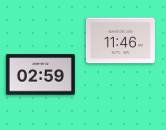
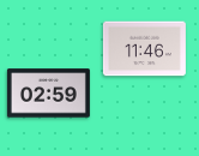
clock at (40, 75) position: (40, 75) -> (48, 94)
